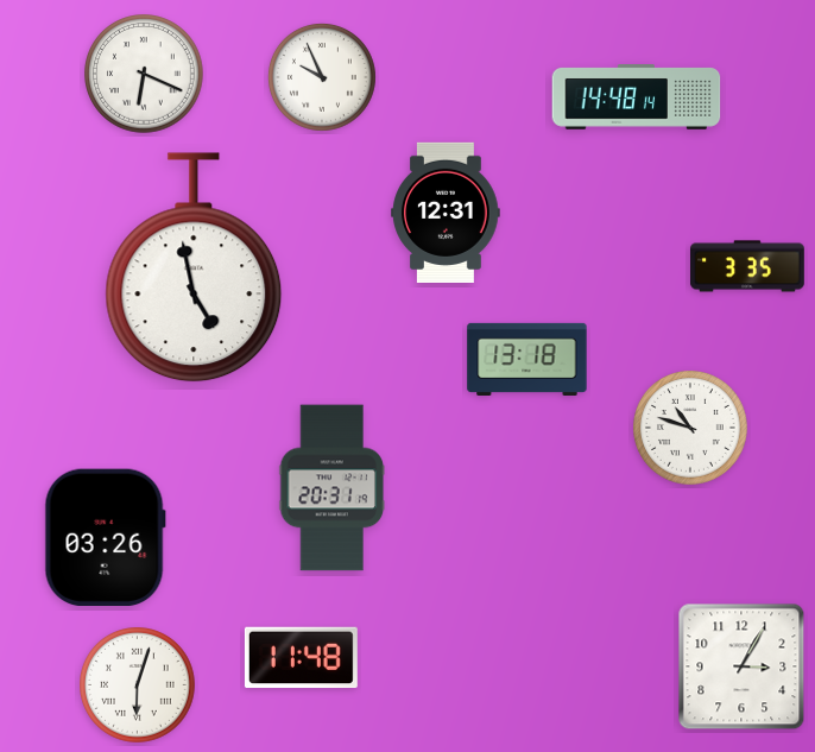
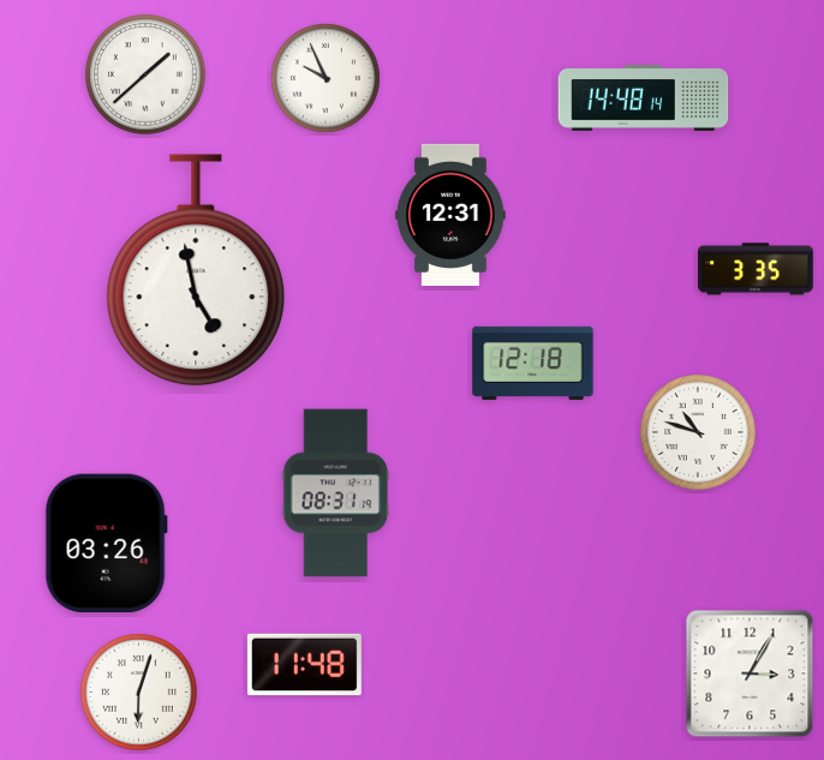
clock at (144, 74): 6:19 -> 1:38
clock at (527, 359): 13:18 -> 12:18
clock at (333, 488): 20:31 -> 08:31
